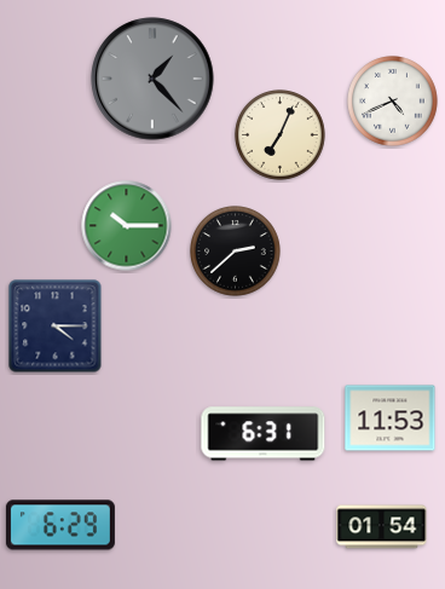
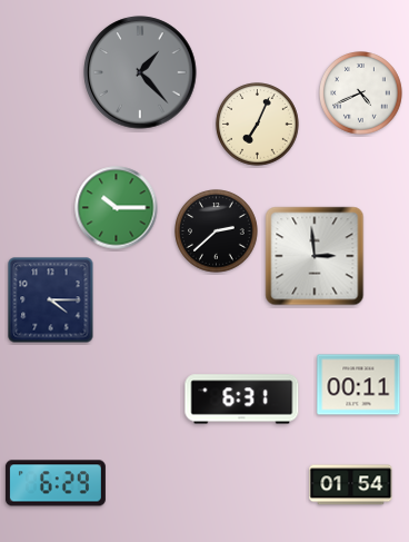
clock at (315, 256): none -> 2:59
clock at (391, 418): 11:53 -> 00:11
